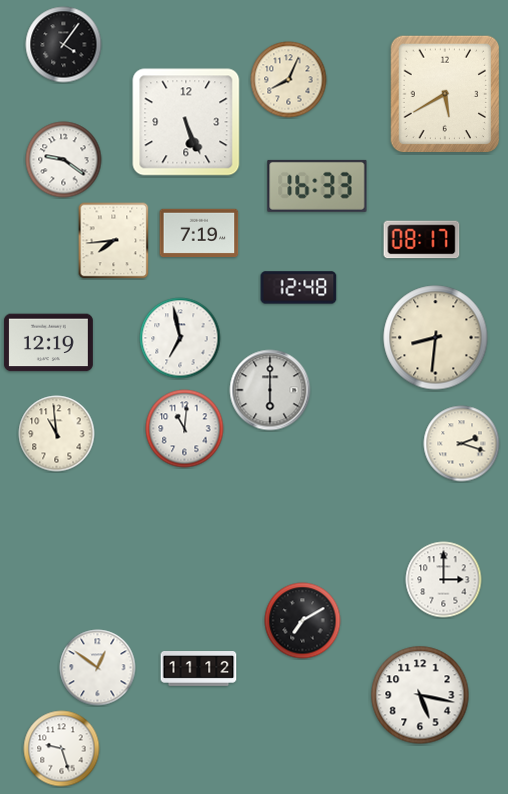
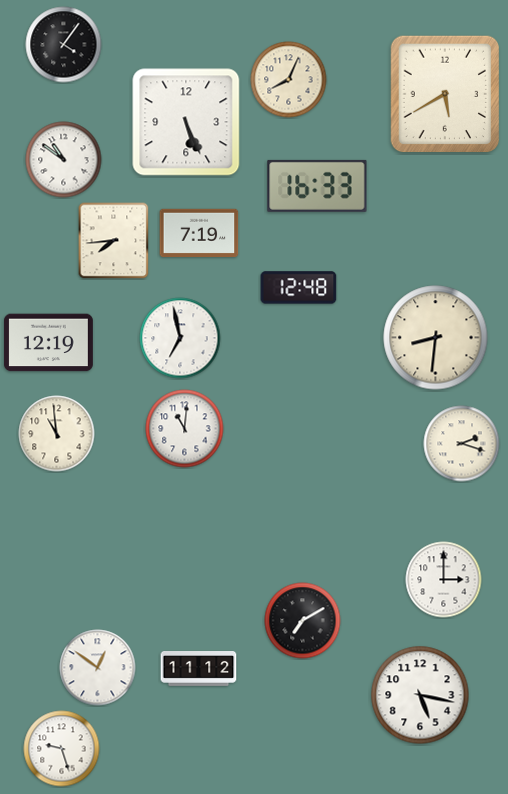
clock at (64, 160): 9:21 -> 10:51
clock at (422, 240): 08:17 -> none
clock at (270, 390): 6:00 -> none
